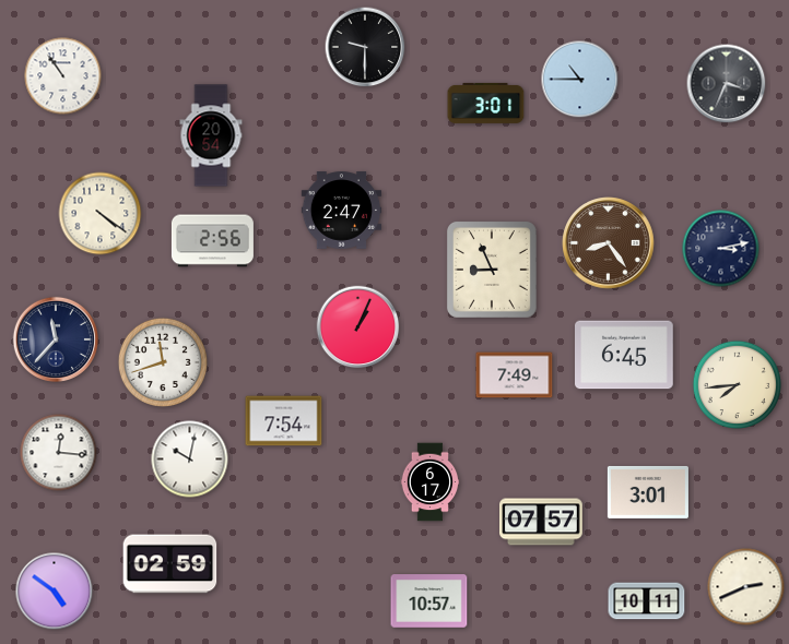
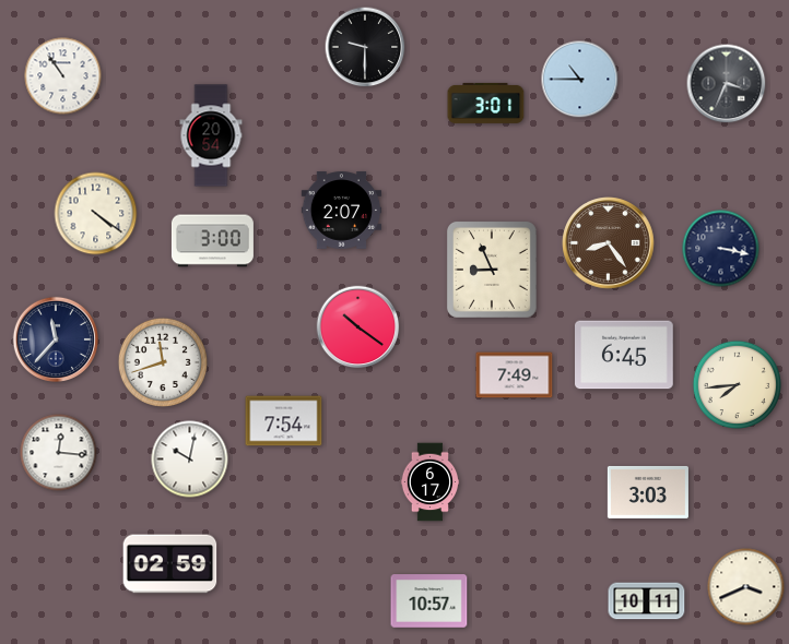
clock at (342, 211): 2:47 -> 2:07
clock at (101, 214) position: (101, 214) -> (96, 214)
clock at (212, 241): 2:56 -> 3:00
clock at (721, 249): 3:13 -> 3:17
clock at (358, 327): 1:04 -> 10:21
clock at (648, 492): 3:01 -> 3:03
clock at (542, 522): 07:57 -> none
clock at (746, 587): 2:41 -> 3:41
clock at (55, 592): 4:51 -> none
